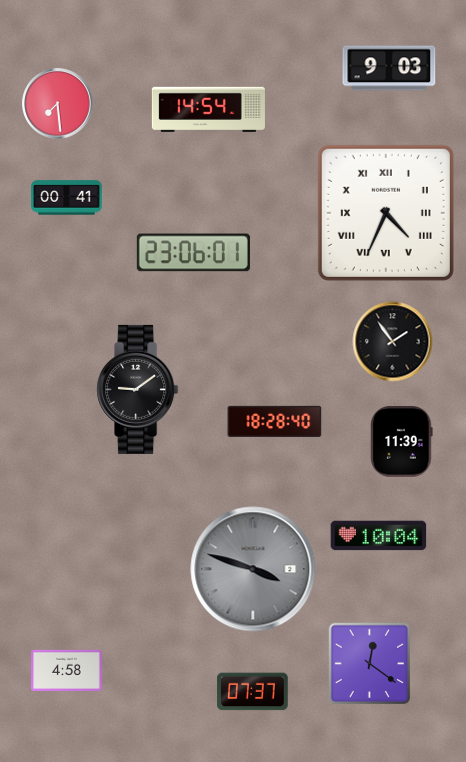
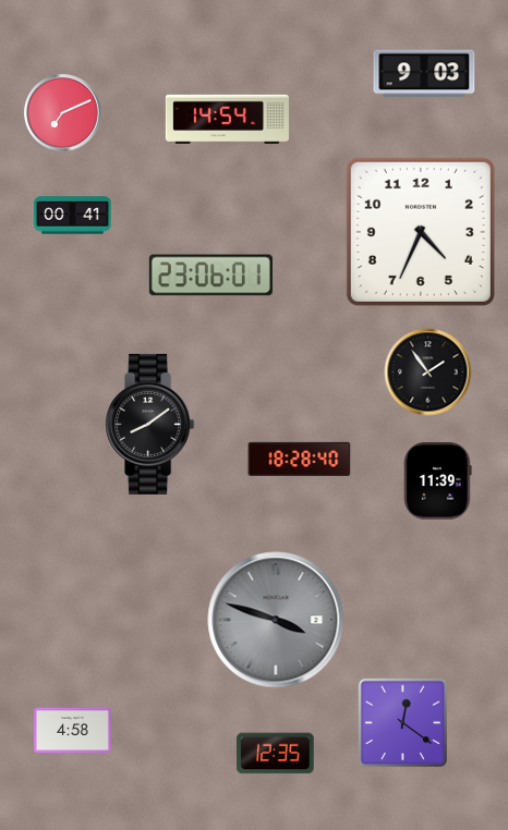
clock at (58, 104): 7:29 -> 7:11
clock at (386, 213) numerals: Roman -> Arabic
clock at (138, 389): 9:09 -> 8:09
clock at (379, 536): 10:04 -> none
clock at (253, 692): 07:37 -> 12:35
